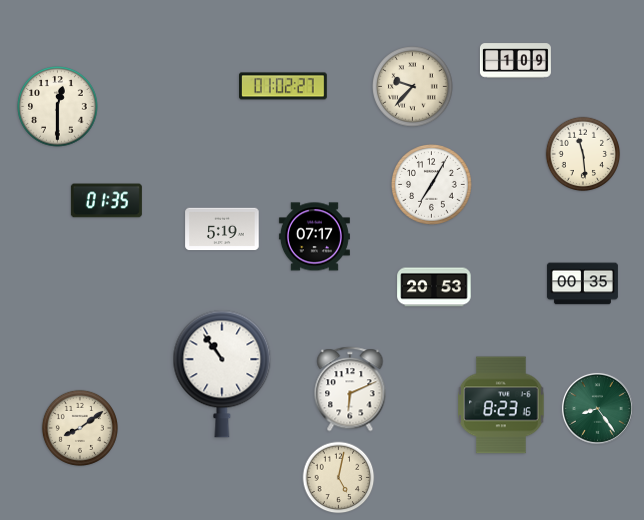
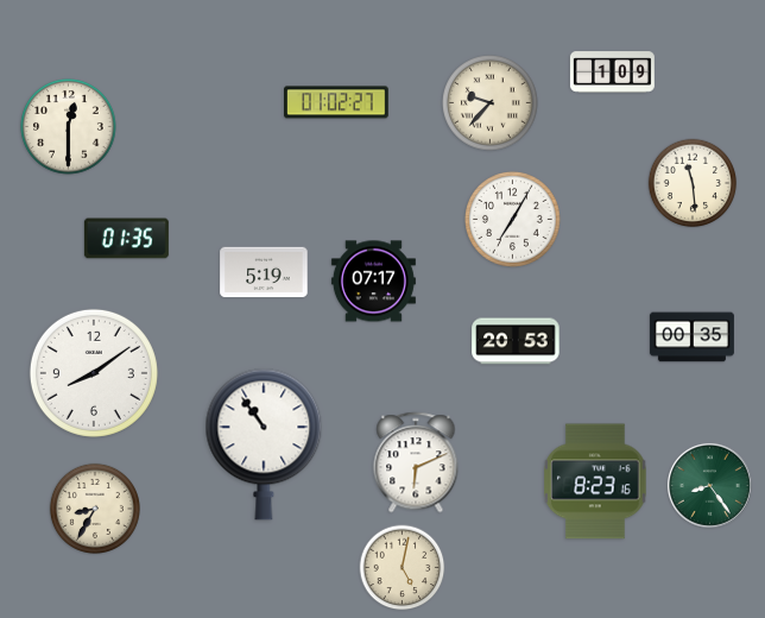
clock at (94, 373): none -> 8:09
clock at (80, 428): 8:09 -> 8:35
